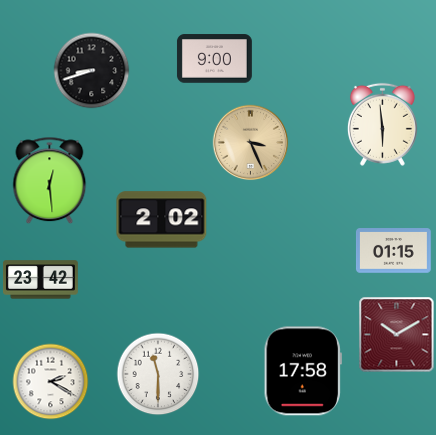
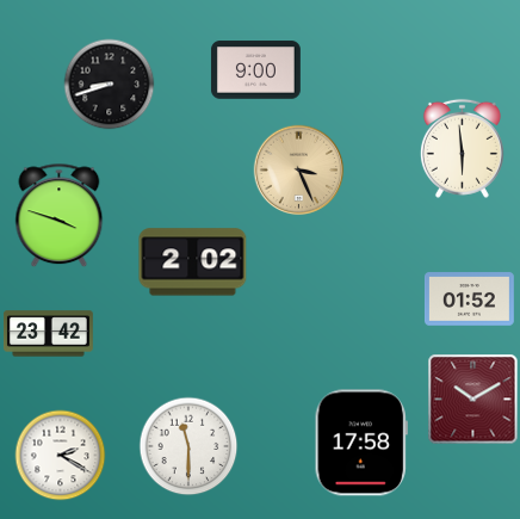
clock at (382, 124) position: (382, 124) -> (462, 148)
clock at (50, 181): 12:29 -> 3:48
clock at (393, 251): 01:15 -> 01:52
